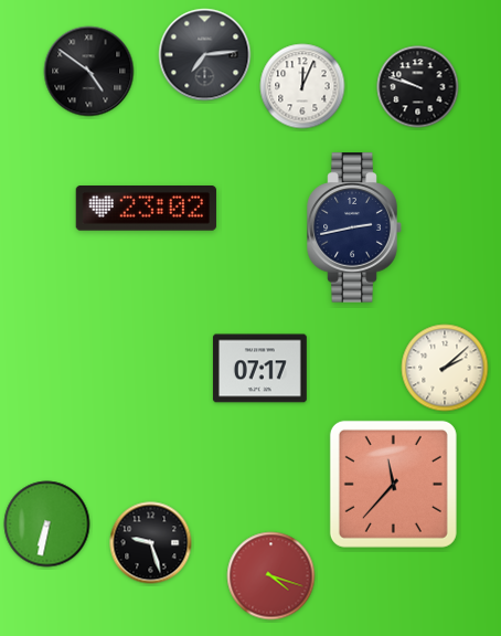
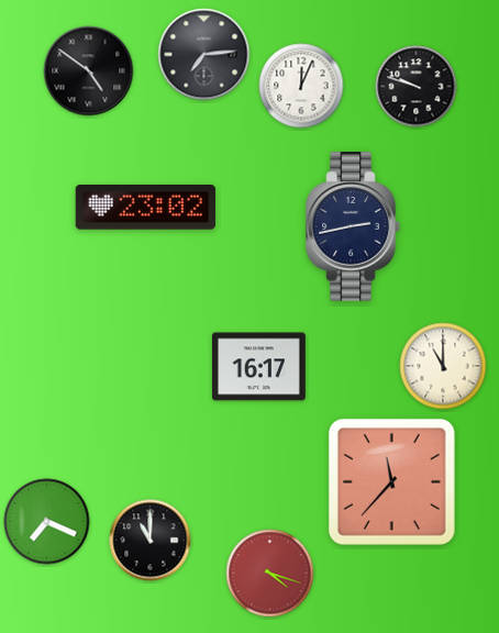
clock at (445, 368): 2:08 -> 11:00
clock at (259, 369): 07:17 -> 16:17
clock at (47, 524): 6:32 -> 7:19
clock at (151, 543): 9:27 -> 11:00
